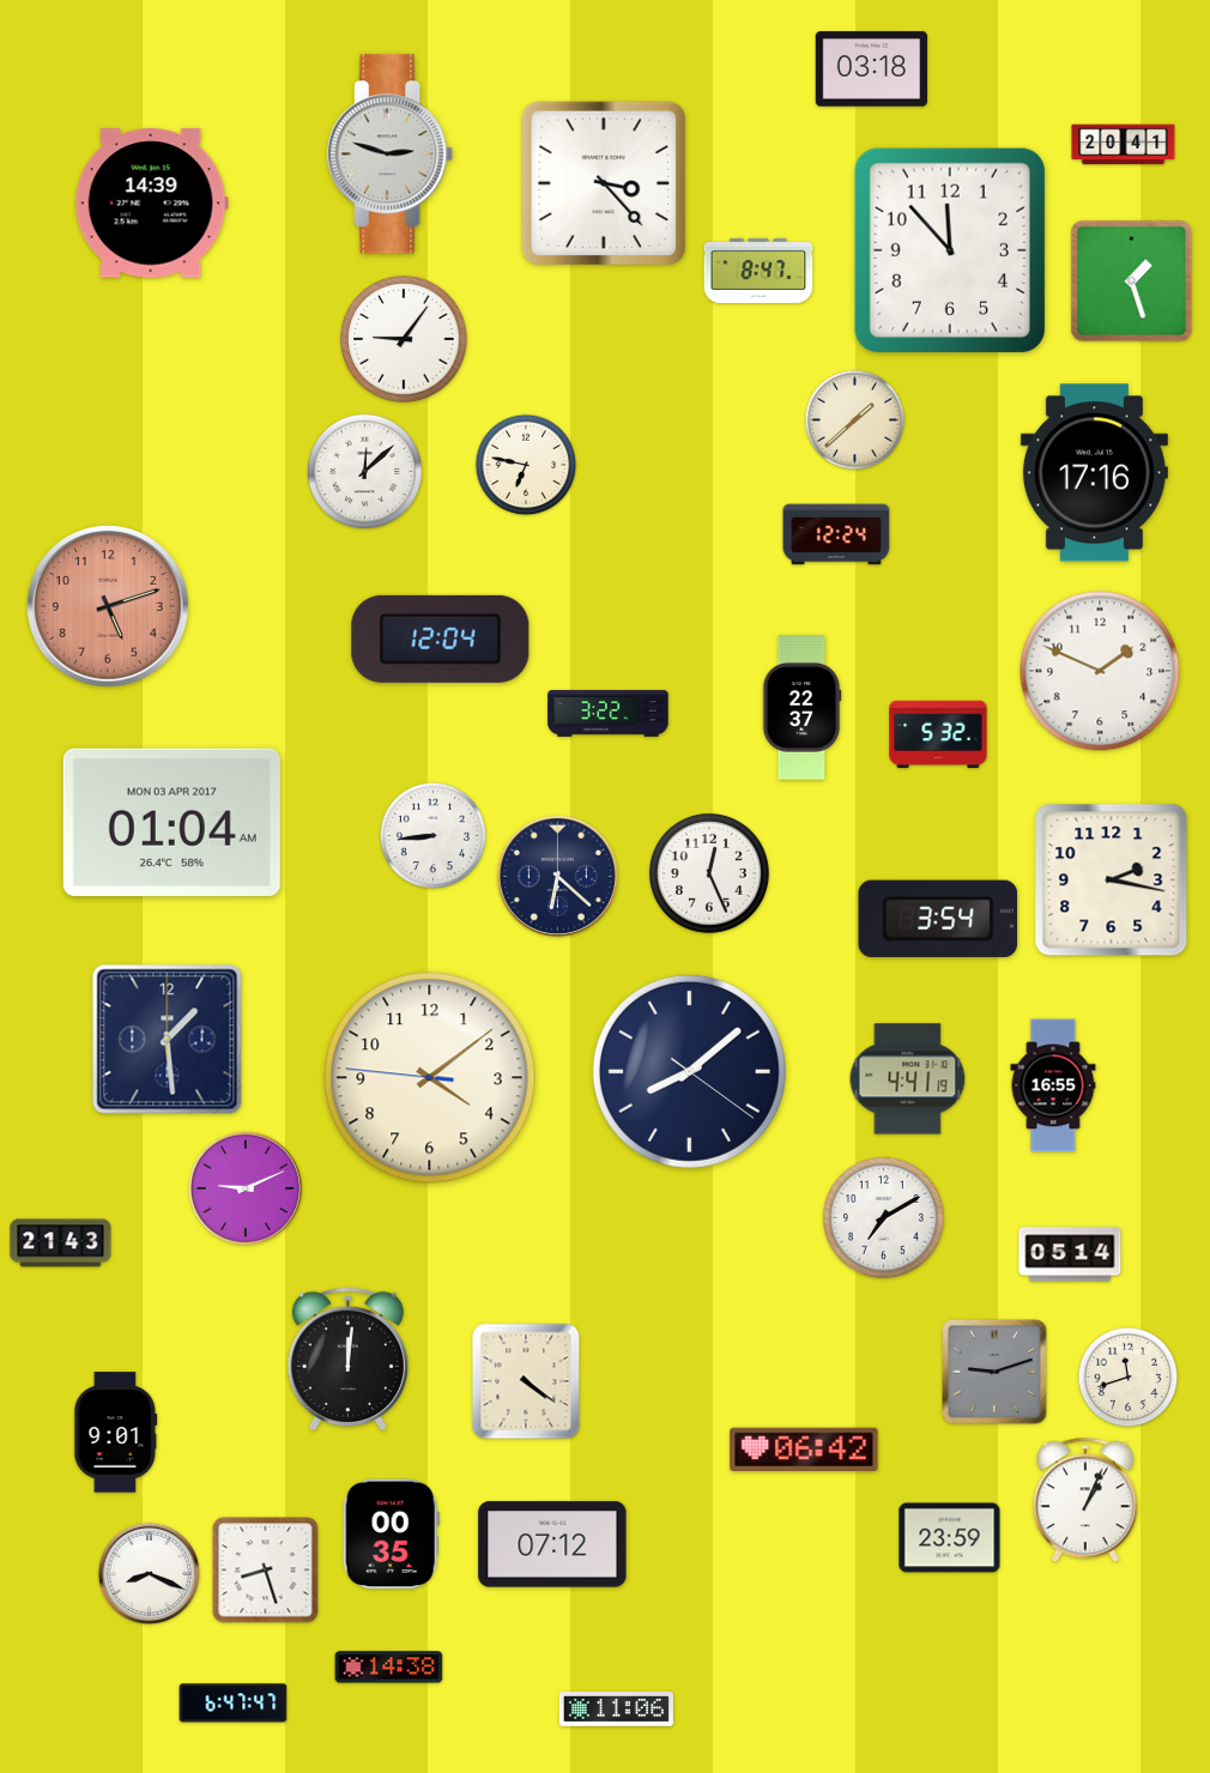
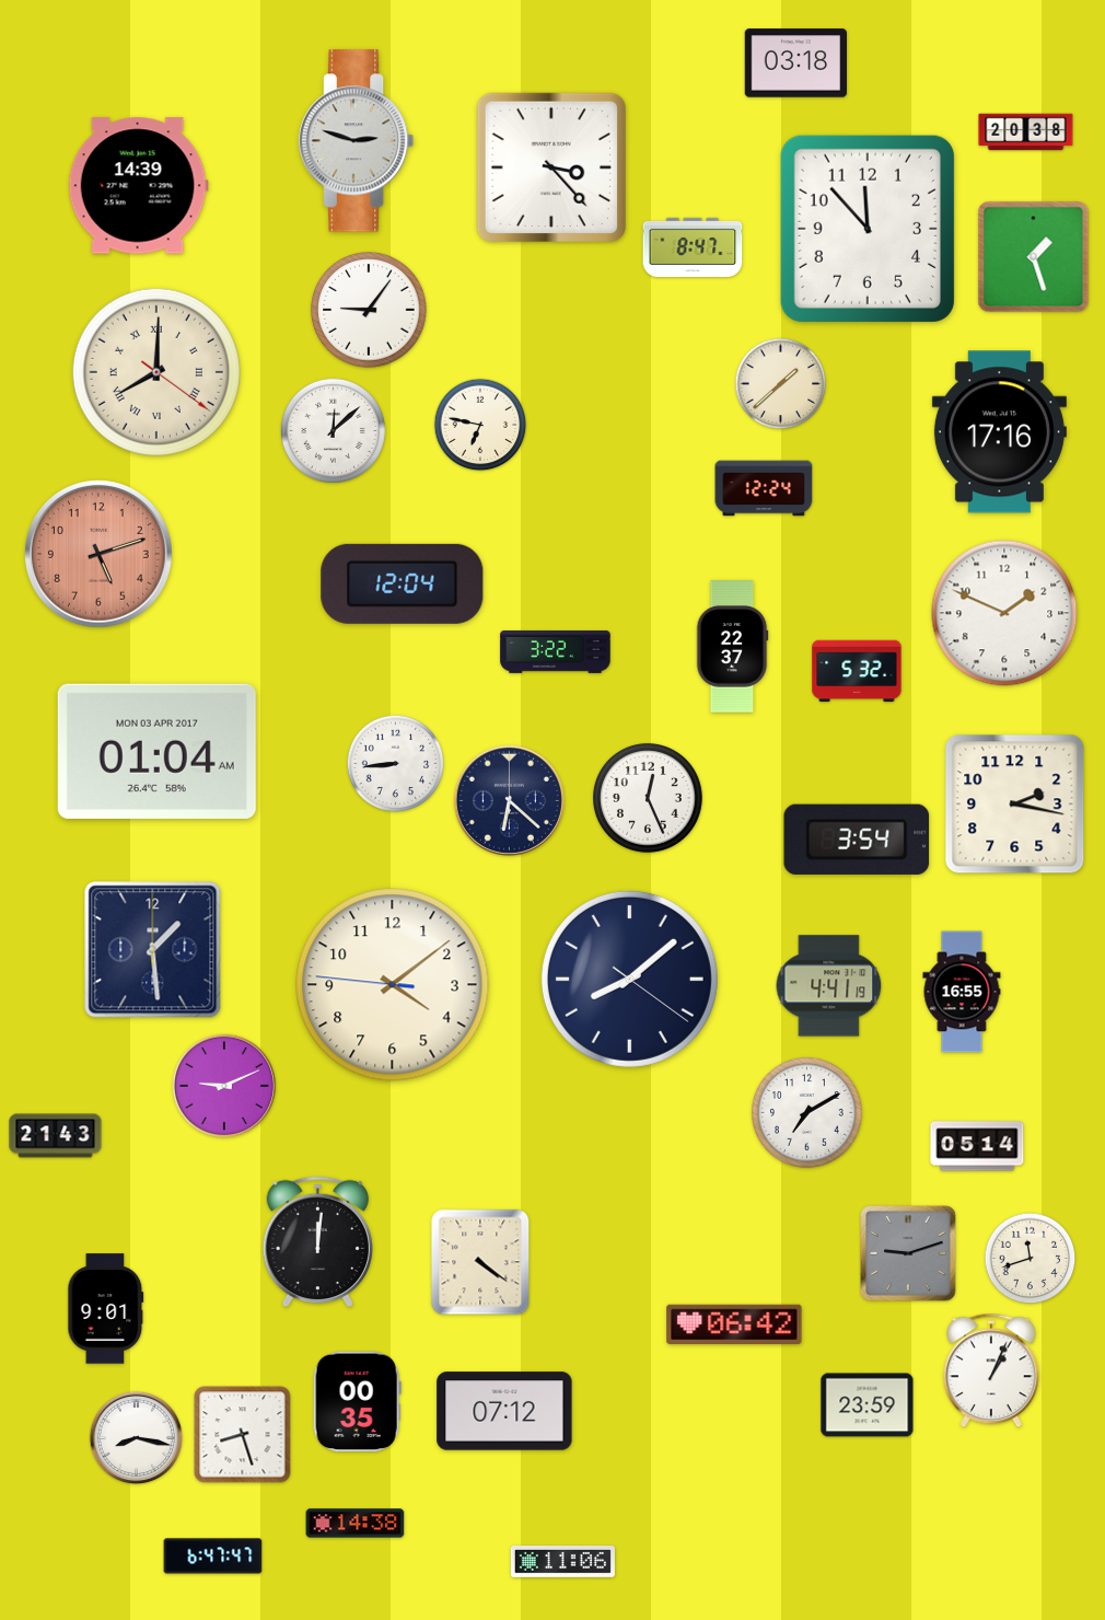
clock at (1124, 145): 20:41 -> 20:38
clock at (156, 372): none -> 8:00
clock at (150, 1574): 8:19 -> 8:17
